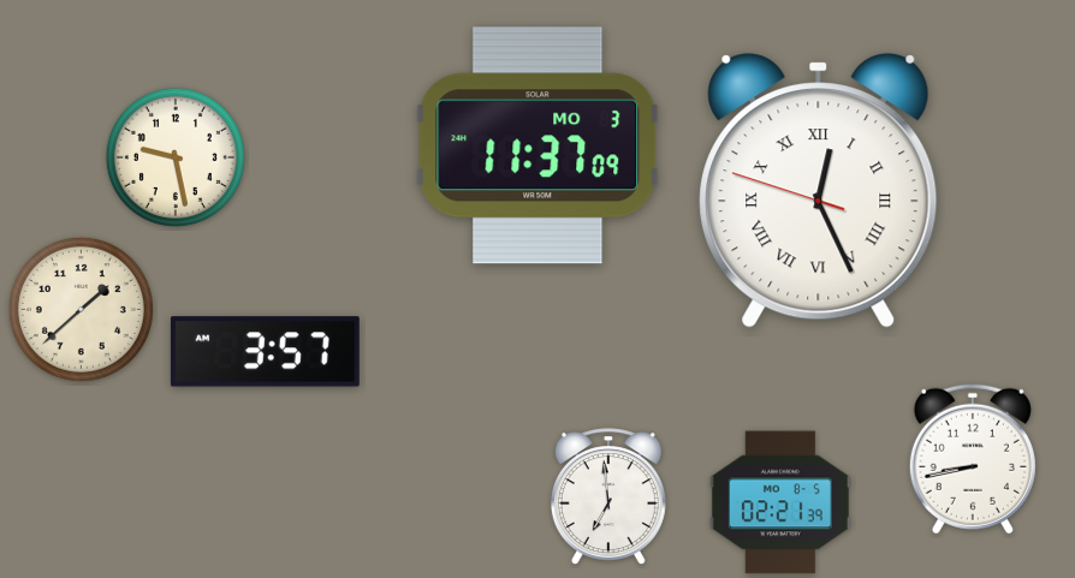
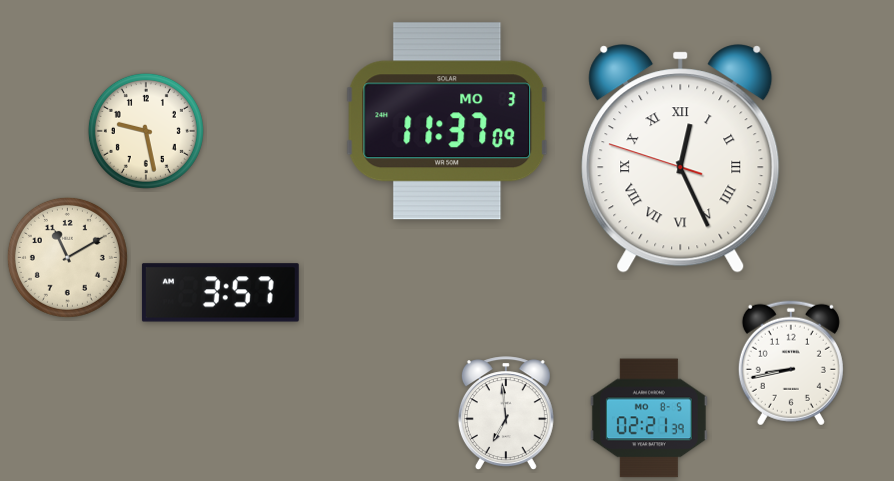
clock at (81, 309): 1:38 -> 11:10
clock at (973, 459) position: (973, 459) -> (791, 363)
